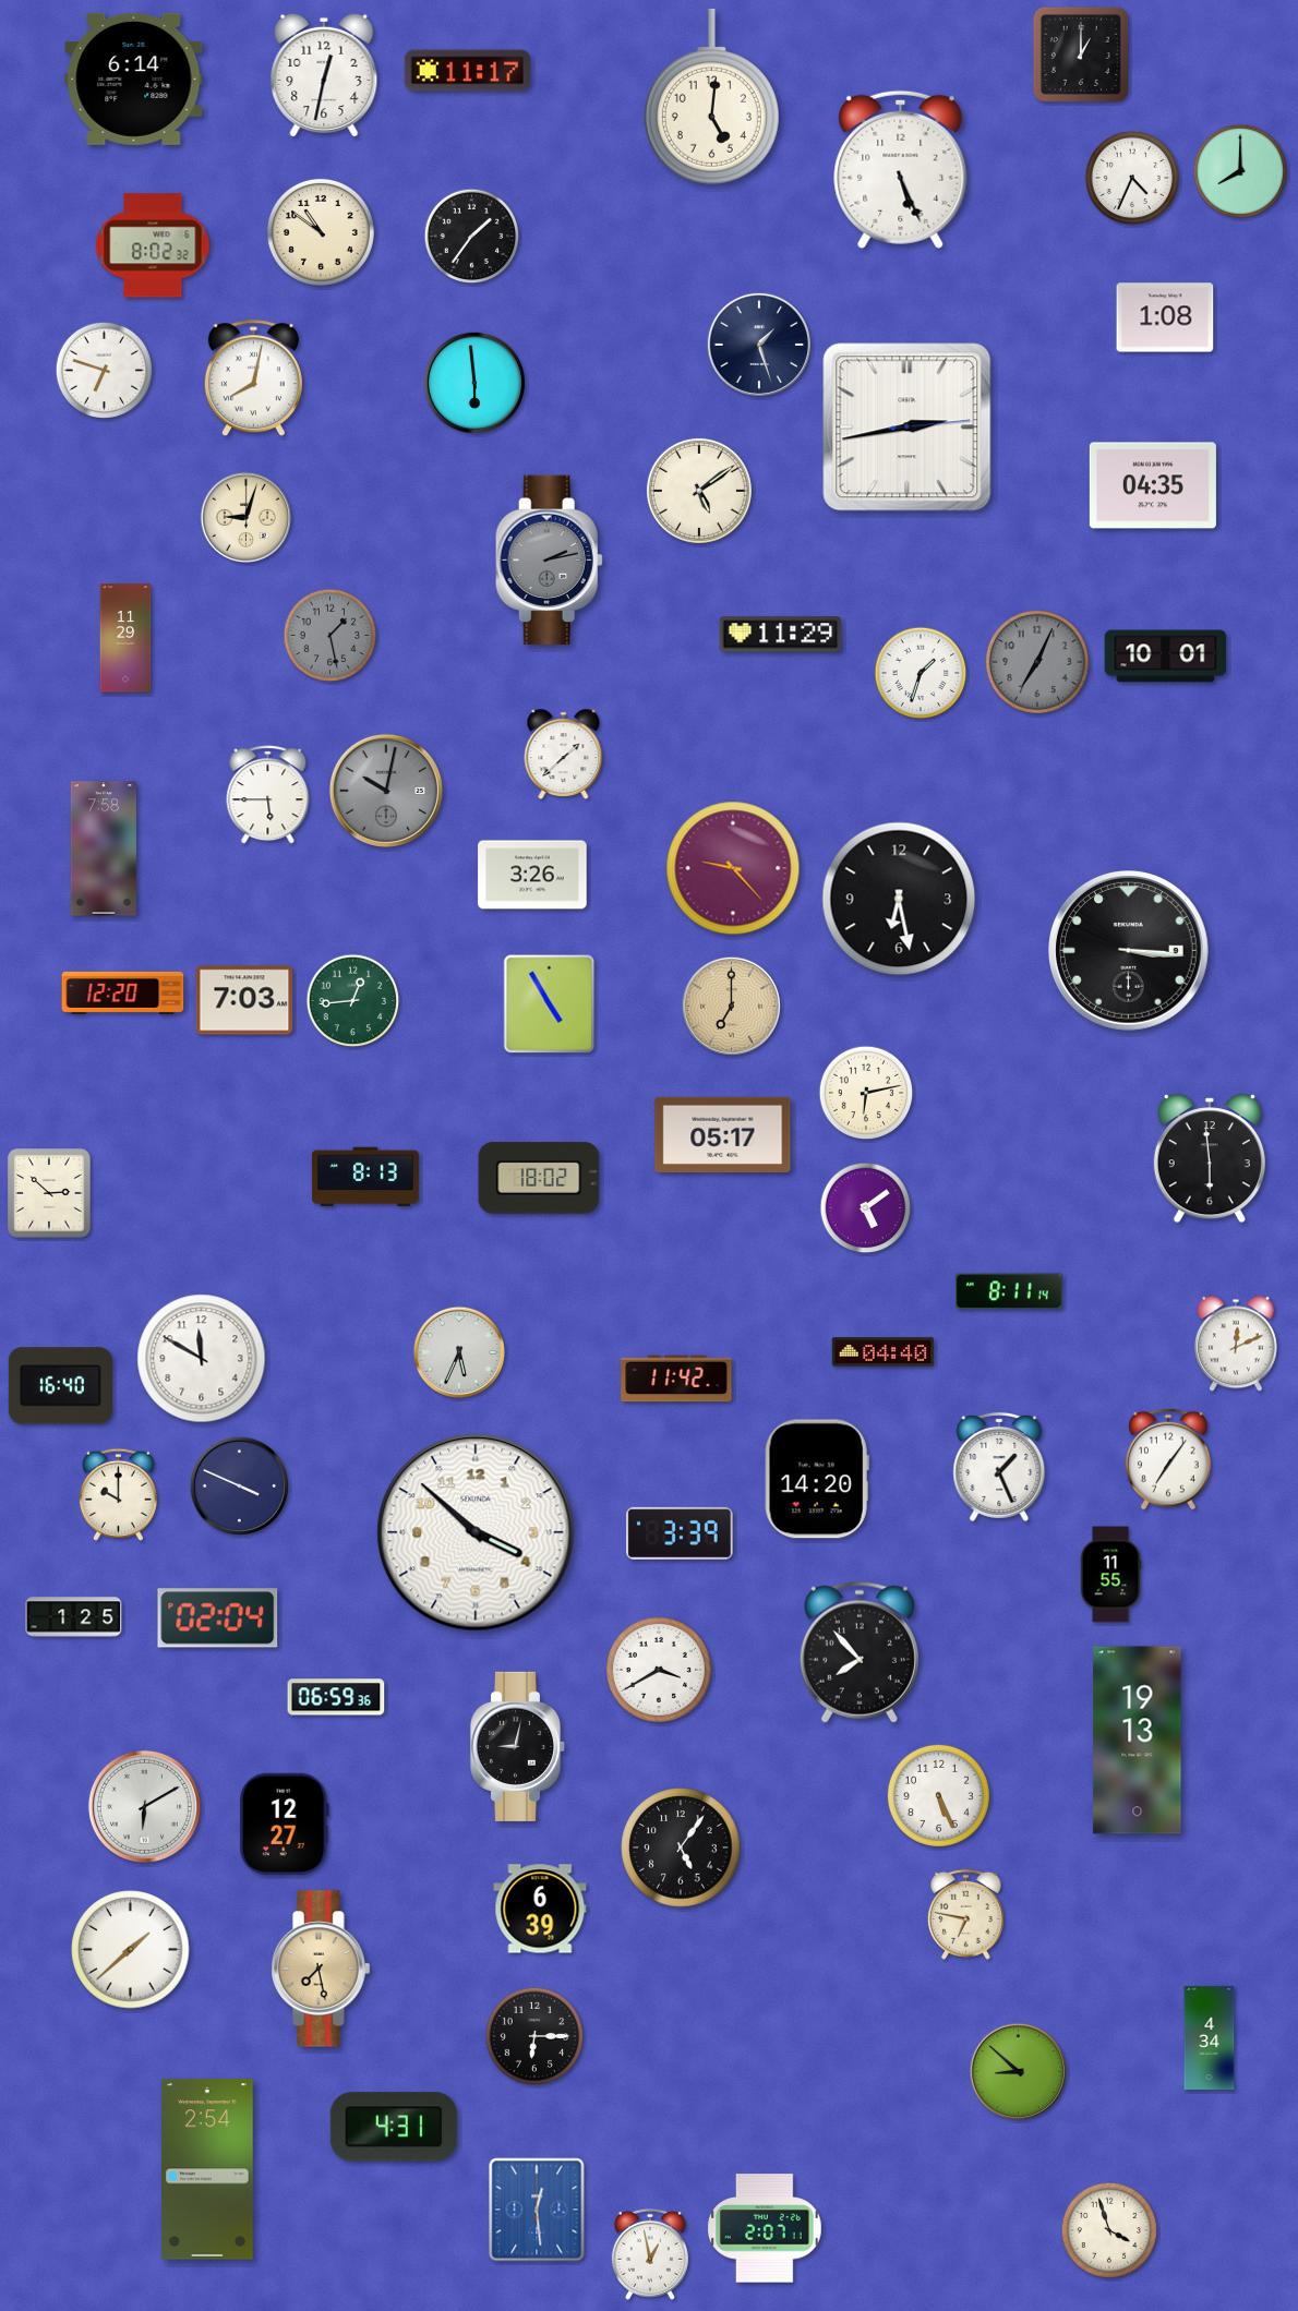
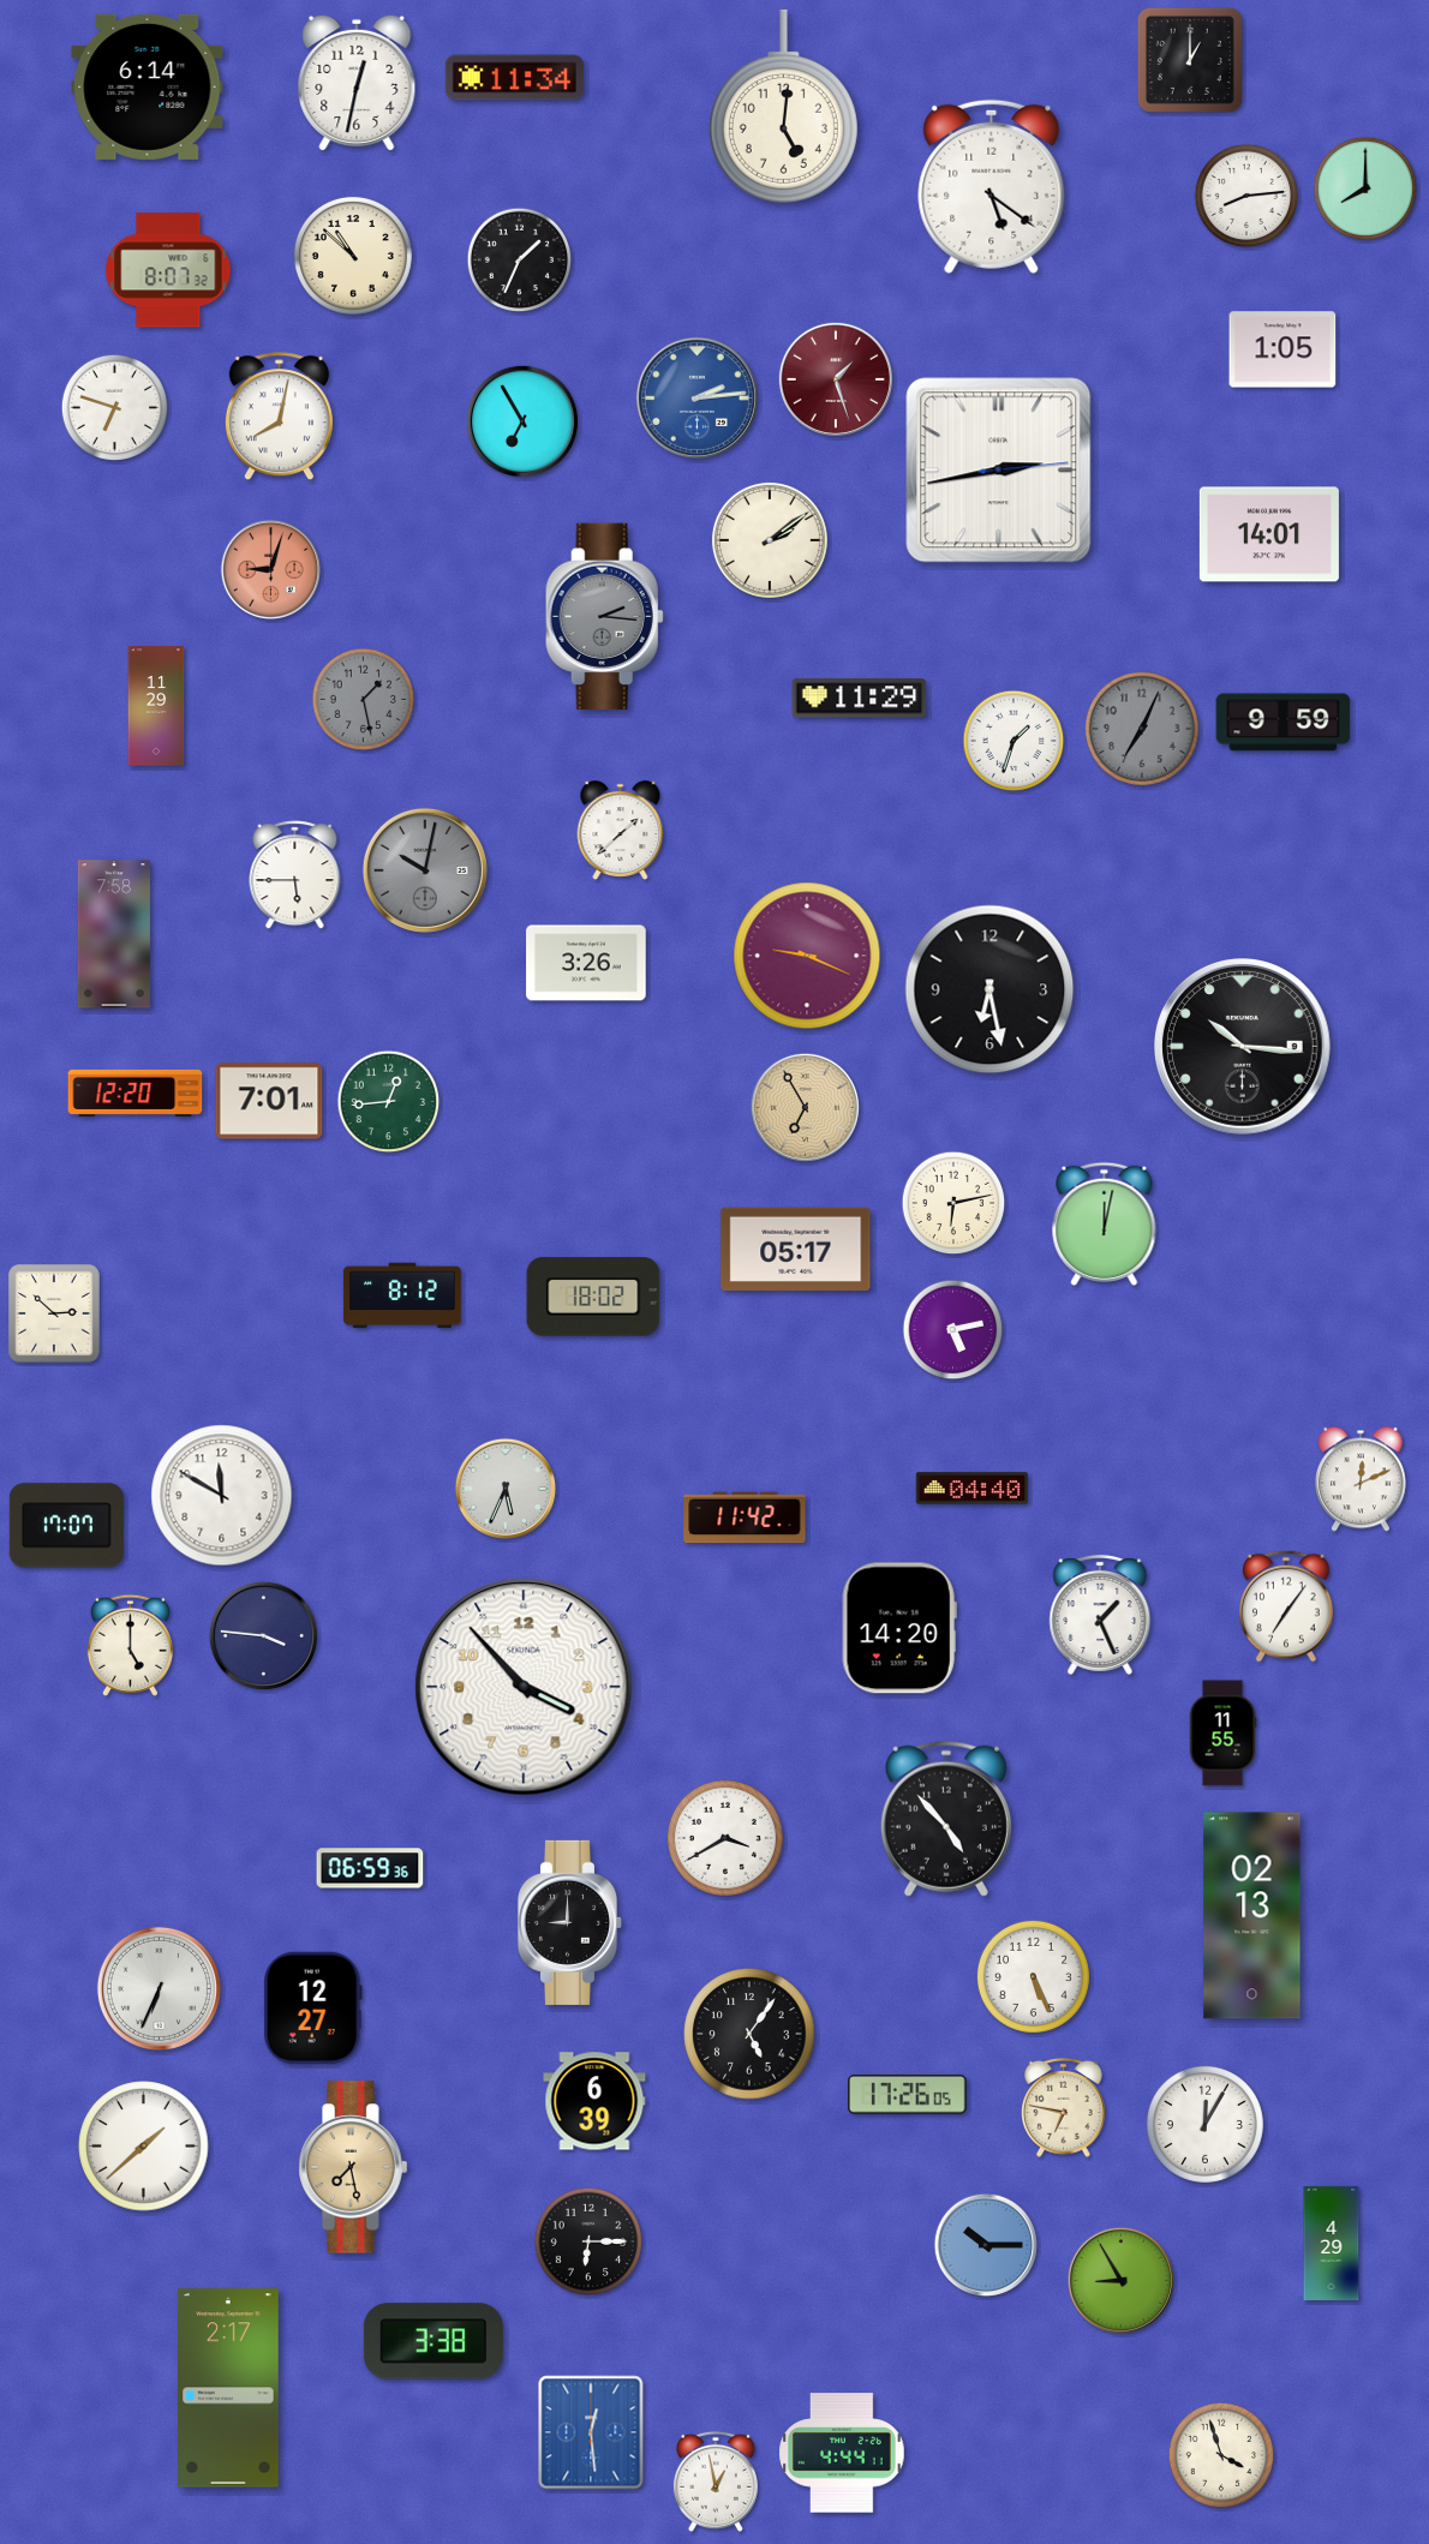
clock at (467, 71): 11:17 -> 11:34
clock at (901, 169): 5:26 -> 5:21
clock at (1132, 178): 4:34 -> 8:14
clock at (321, 232): 10:51 -> 10:52
clock at (472, 237): 1:36 -> 1:34
clock at (153, 245): 8:02 -> 8:07
clock at (1165, 317): 1:08 -> 1:05
clock at (759, 345) dial: navy -> burgundy
clock at (696, 397): none -> 2:14
clock at (474, 383): 5:59 -> 6:55
clock at (1153, 485): 04:35 -> 14:01
clock at (699, 491): 5:09 -> 2:09
clock at (247, 518) dial: cream -> salmon
clock at (549, 561): 2:13 -> 2:16
clock at (125, 638) position: (125, 638) -> (156, 706)
clock at (1166, 657): 10:01 -> 9:59
clock at (733, 868): 9:23 -> 9:19
clock at (1129, 951): 3:16 -> 10:16
clock at (244, 1000): 7:03 -> 7:01
clock at (550, 1004): 4:55 -> none
clock at (731, 1006): 7:00 -> 6:55
clock at (1105, 1223): none -> 12:02
clock at (1210, 1158): 5:59 -> none
clock at (365, 1177): 8:13 -> 8:12
clock at (866, 1208): 5:09 -> 5:13
clock at (1009, 1291): 8:11 -> none
clock at (60, 1386): 16:40 -> 17:07
clock at (239, 1485): 3:49 -> 3:46
clock at (118, 1494): 10:00 -> 5:00
clock at (476, 1532): 3:52 -> 3:53
clock at (680, 1533): 3:39 -> none
clock at (74, 1617): 1:25 -> none
clock at (218, 1618): 02:04 -> none
clock at (860, 1652): 7:53 -> 4:53
clock at (1138, 1741): 19:13 -> 02:13
clock at (518, 1746): 9:02 -> 9:00
clock at (144, 1806): 6:10 -> 6:34
clock at (908, 2095): none -> 17:26
clock at (1204, 2124): none -> 12:05
clock at (1210, 2037): 4:34 -> 4:29
clock at (985, 2244): none -> 10:15
clock at (1018, 2071): 8:52 -> 8:55
clock at (394, 2127): 4:31 -> 3:38
clock at (208, 2169): 2:54 -> 2:17
clock at (765, 2228): 2:07 -> 4:44
